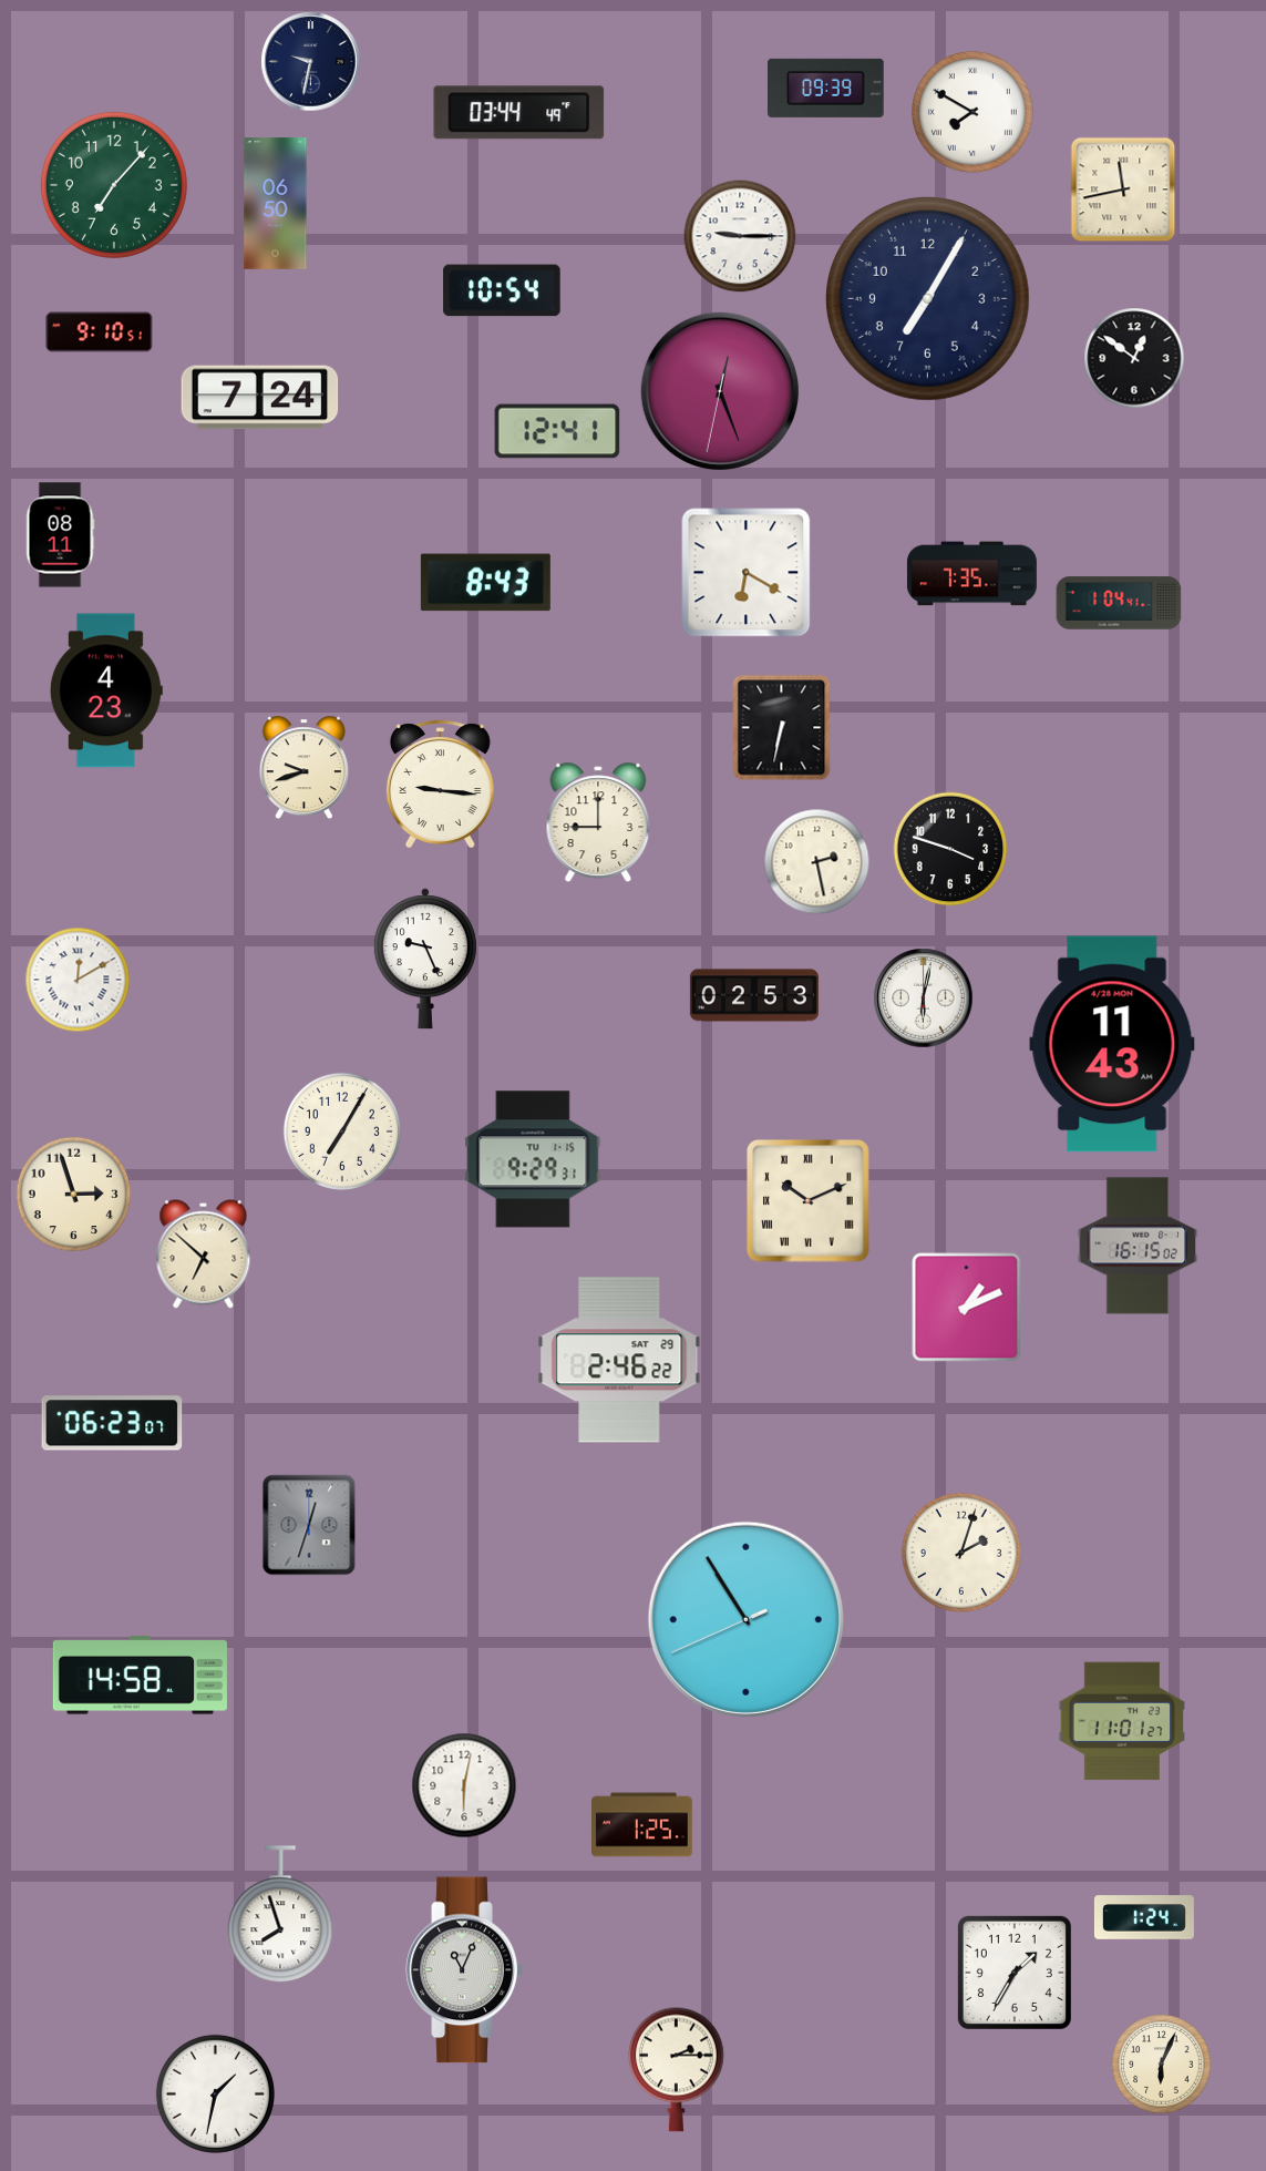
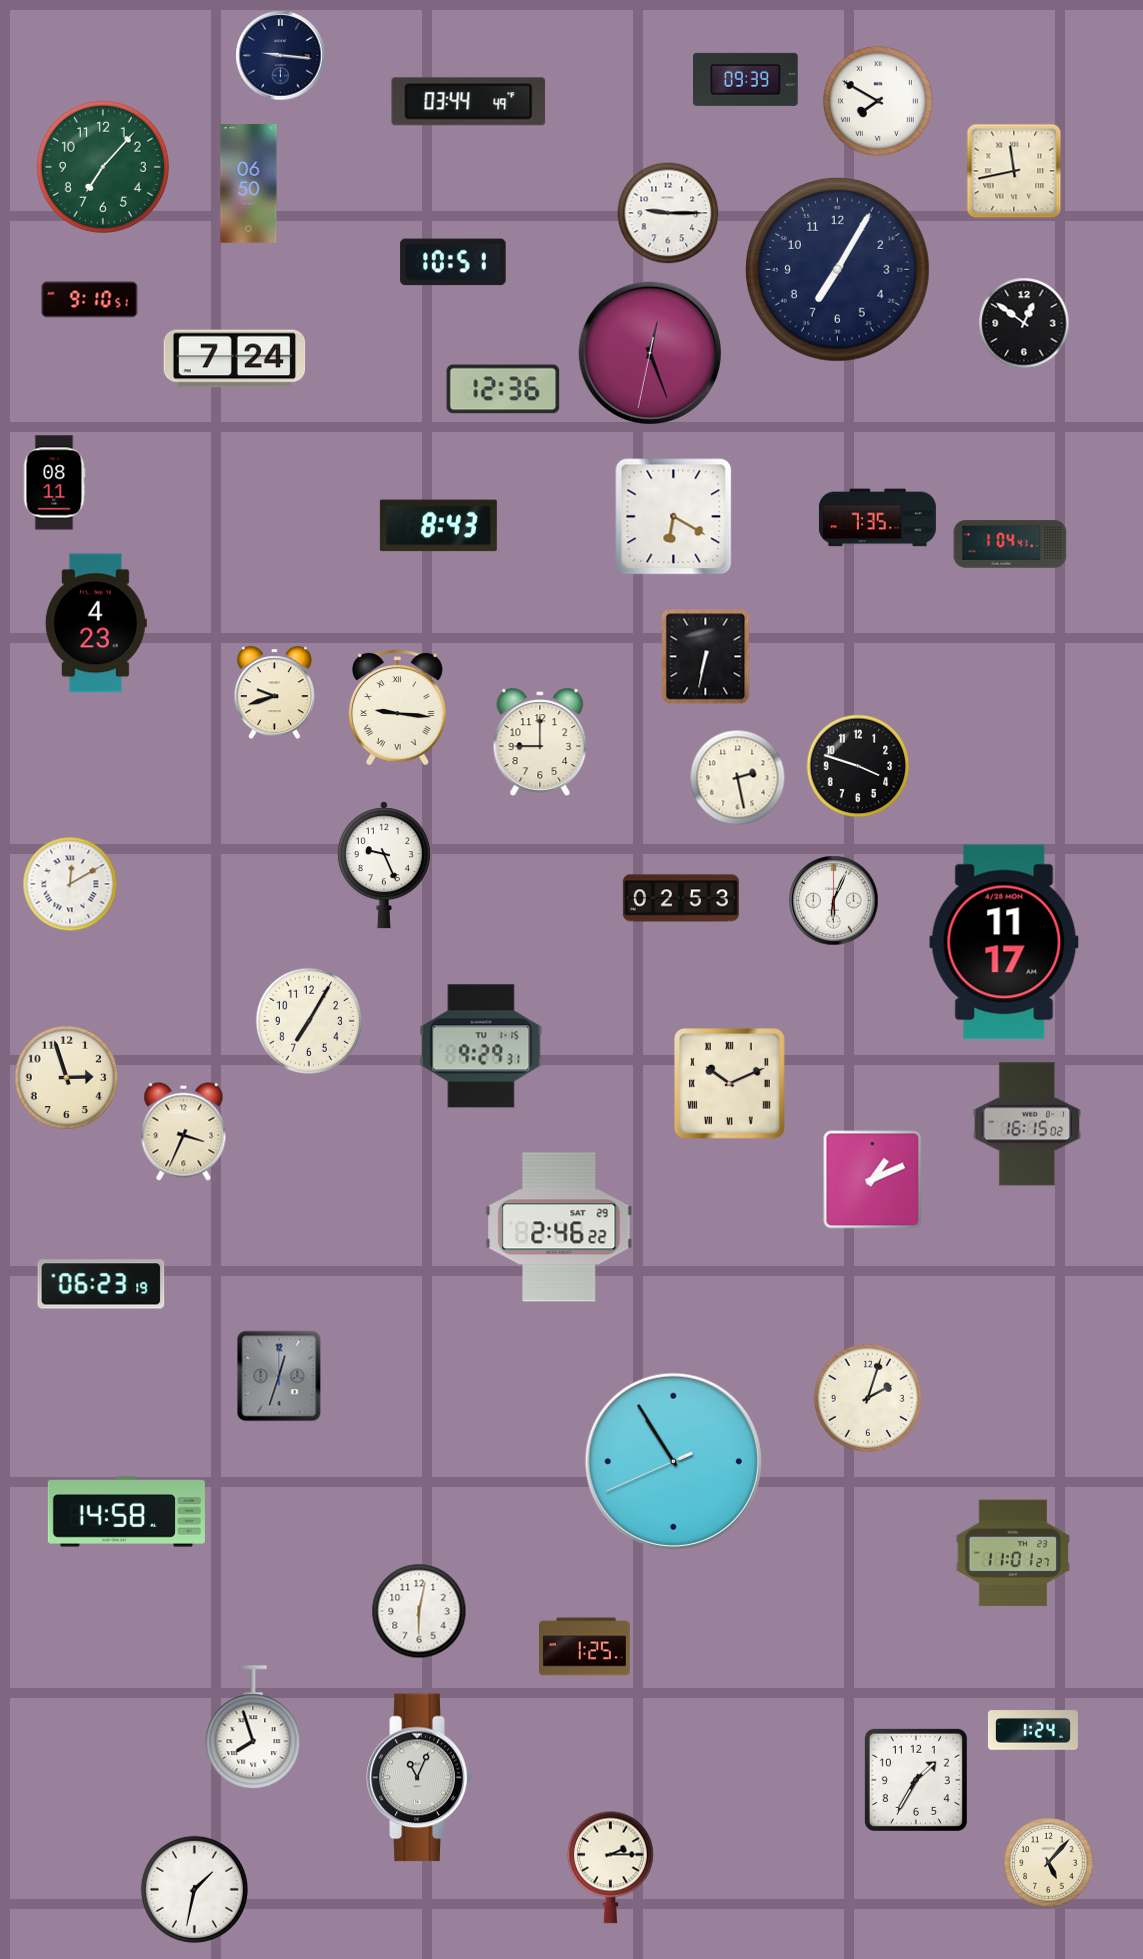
clock at (311, 62): 9:32 -> 9:16
clock at (502, 290): 10:54 -> 10:51
clock at (557, 431): 12:41 -> 12:36
clock at (924, 999): 6:02 -> 6:04
clock at (1112, 1044): 11:43 -> 11:17
clock at (204, 1255): 6:52 -> 3:34
clock at (112, 1423): 06:23:07 -> 06:23:19
clock at (961, 1553) position: (961, 1553) -> (868, 1398)
clock at (642, 1825) position: (642, 1825) -> (585, 1647)
clock at (1162, 2065): 6:04 -> 5:07
